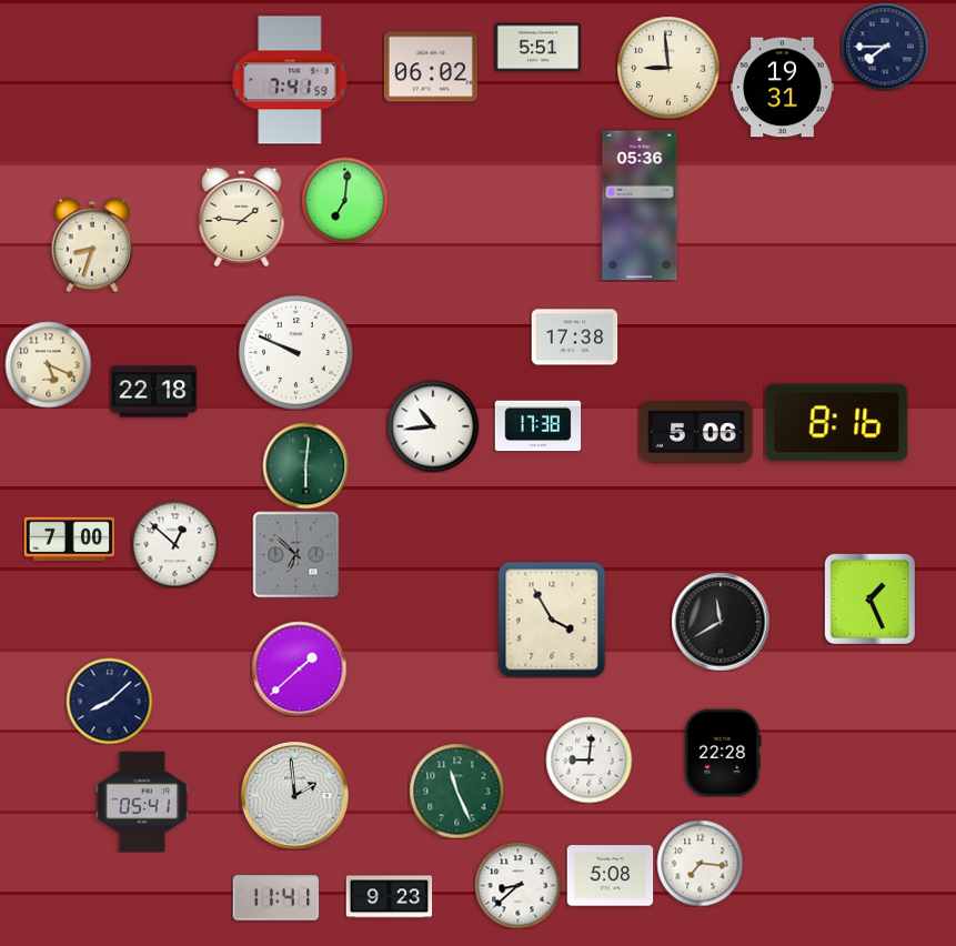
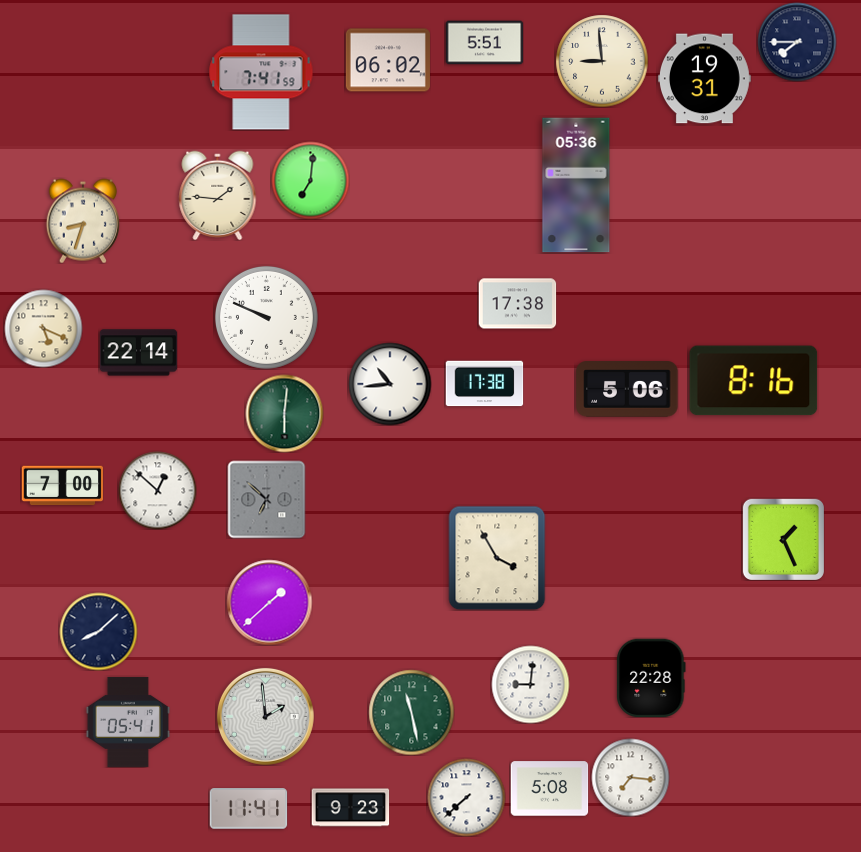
clock at (153, 392): 22:18 -> 22:14
clock at (305, 465) position: (305, 465) -> (284, 413)
clock at (721, 622): 11:40 -> none
clock at (456, 791): 11:26 -> 11:28
clock at (517, 885): 8:38 -> 7:38
